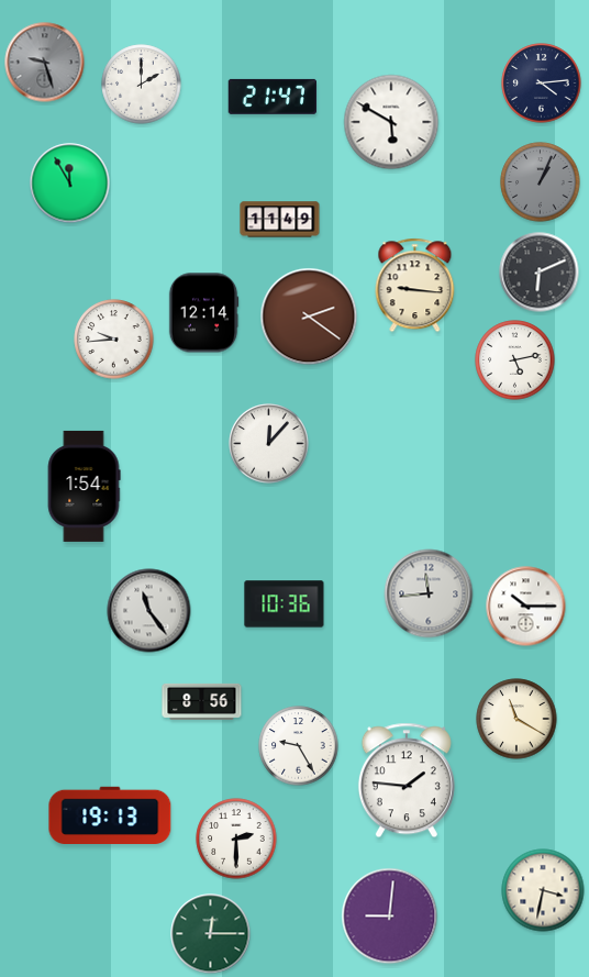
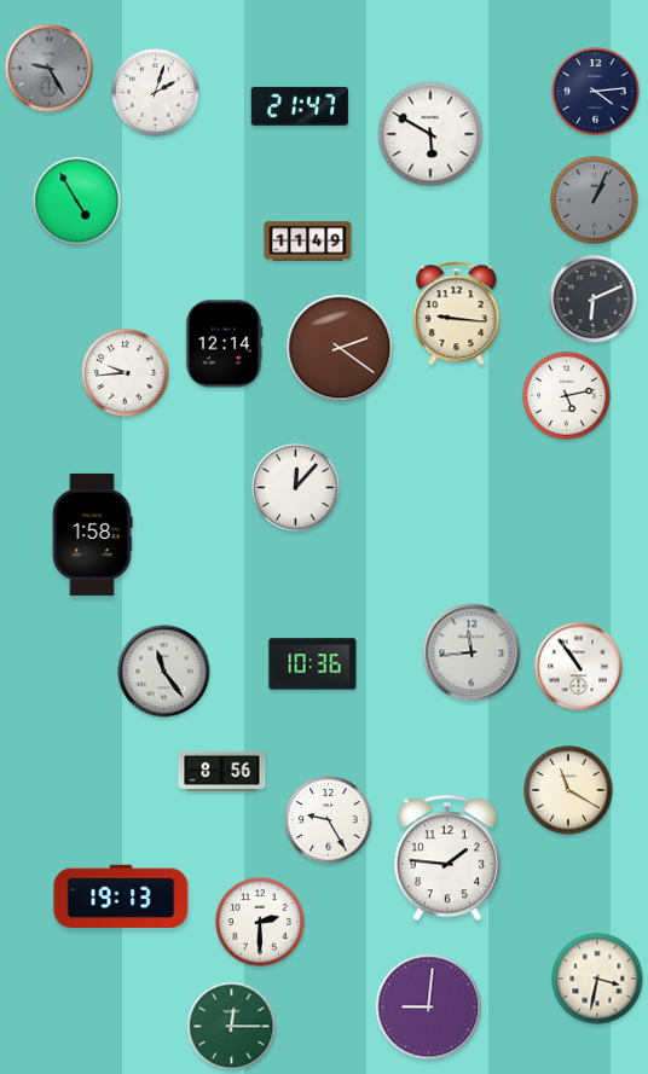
clock at (45, 63): 9:27 -> 9:25
clock at (142, 85): 2:00 -> 2:03
clock at (70, 184): 11:55 -> 4:55
clock at (84, 486): 1:54 -> 1:58
clock at (526, 607): 10:15 -> 10:54
